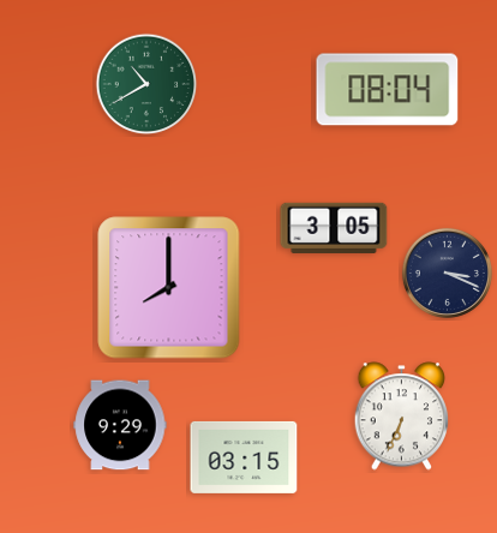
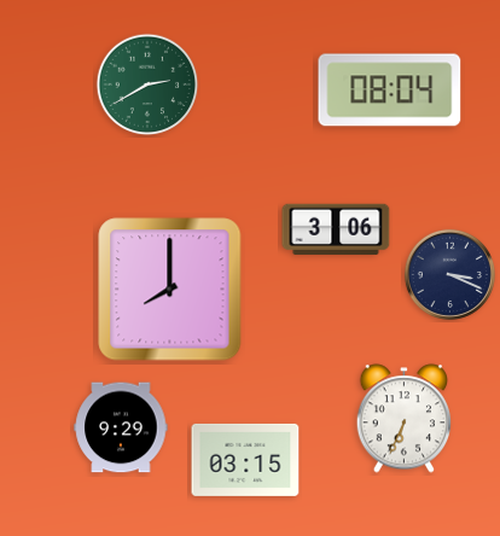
clock at (146, 84): 10:40 -> 2:40
clock at (334, 228): 3:05 -> 3:06
